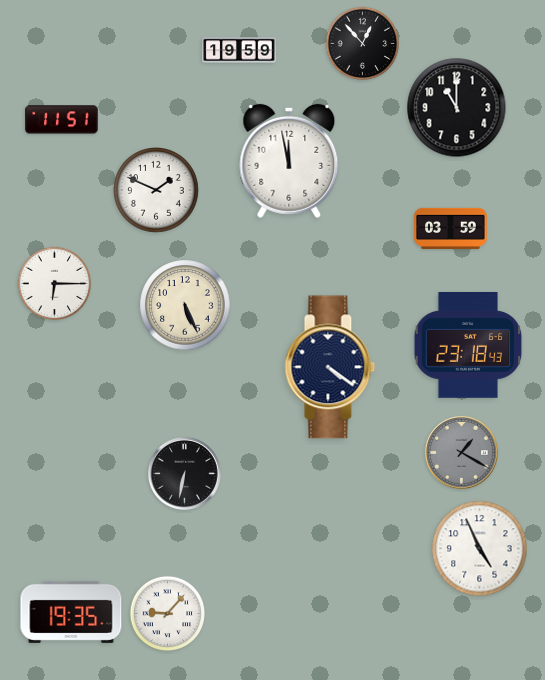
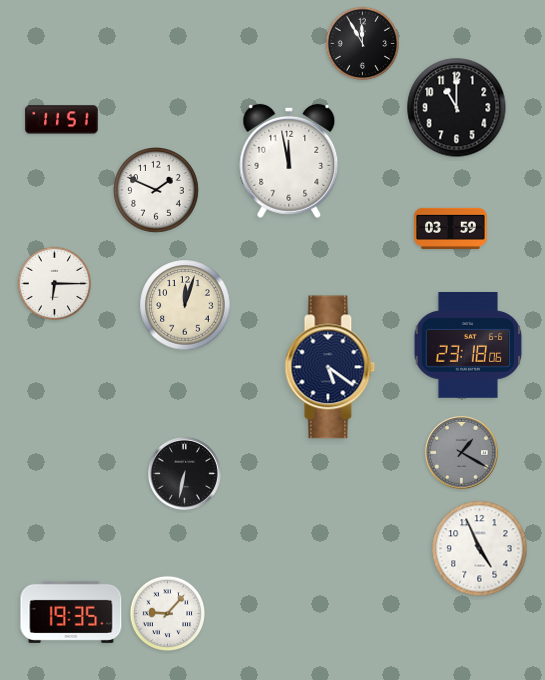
clock at (363, 44): 12:53 -> 11:55
clock at (239, 50): 19:59 -> none
clock at (185, 305): 5:26 -> 12:03
clock at (468, 346): 23:18:43 -> 23:18:06
clock at (330, 367): 4:21 -> 5:21
